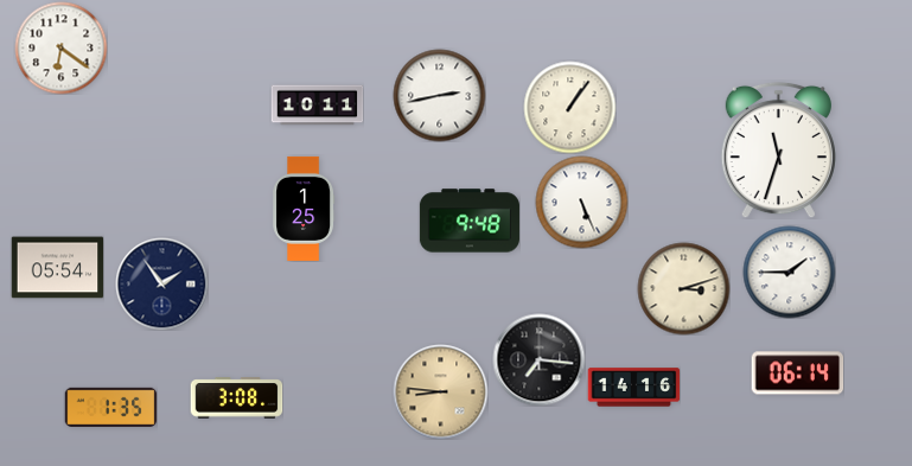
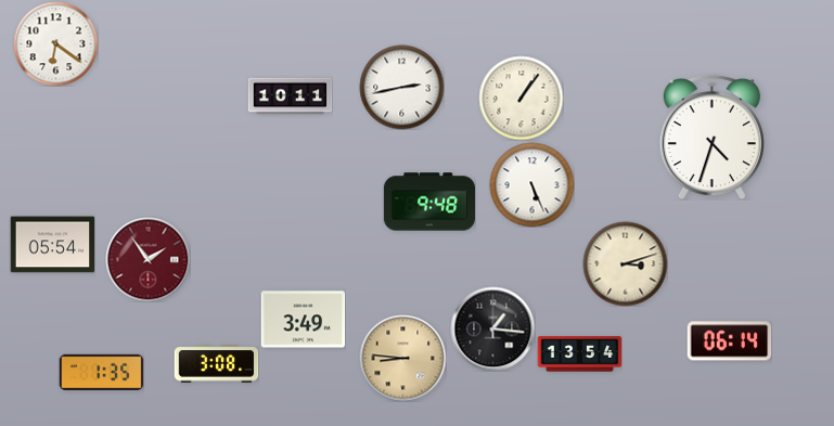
clock at (778, 149): 11:33 -> 4:33
clock at (304, 209): 1:25 -> none
clock at (789, 272): 1:45 -> none
clock at (161, 283) dial: navy -> burgundy
clock at (303, 320): none -> 3:49
clock at (538, 359): 7:16 -> 1:16
clock at (633, 388): 14:16 -> 13:54
